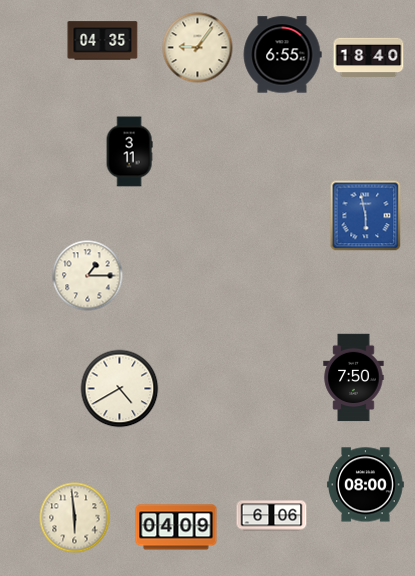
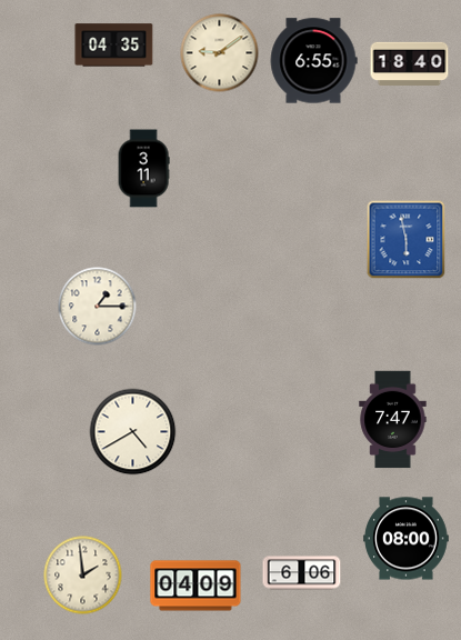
clock at (198, 48): 9:06 -> 9:09
clock at (354, 378): 7:50 -> 7:47
clock at (75, 518): 5:59 -> 1:59
